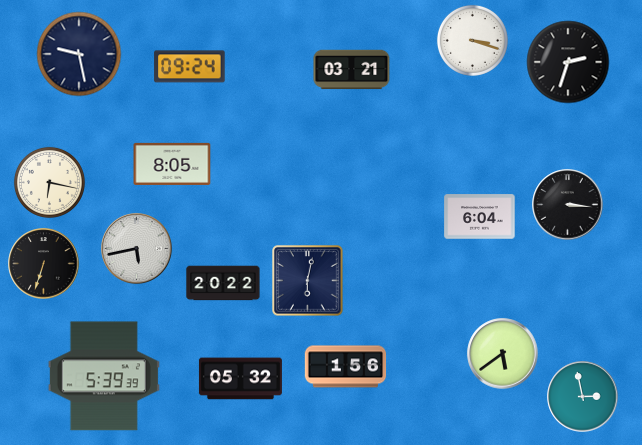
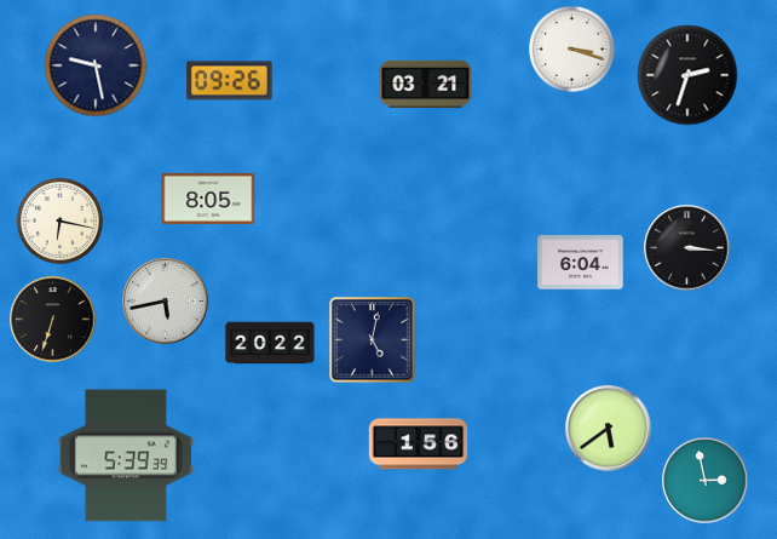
clock at (190, 67): 09:24 -> 09:26
clock at (308, 281): 6:02 -> 5:02
clock at (240, 379): 05:32 -> none
